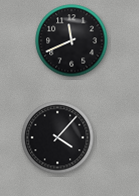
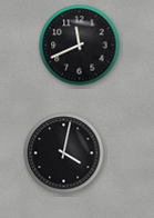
clock at (58, 138): 4:07 -> 4:02
